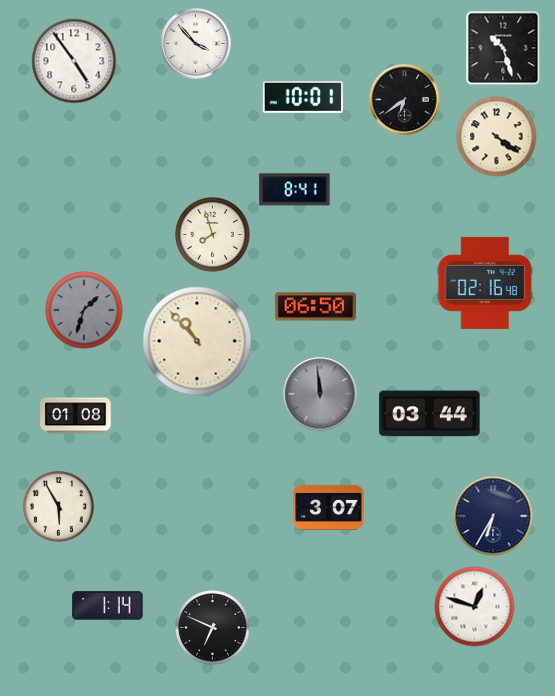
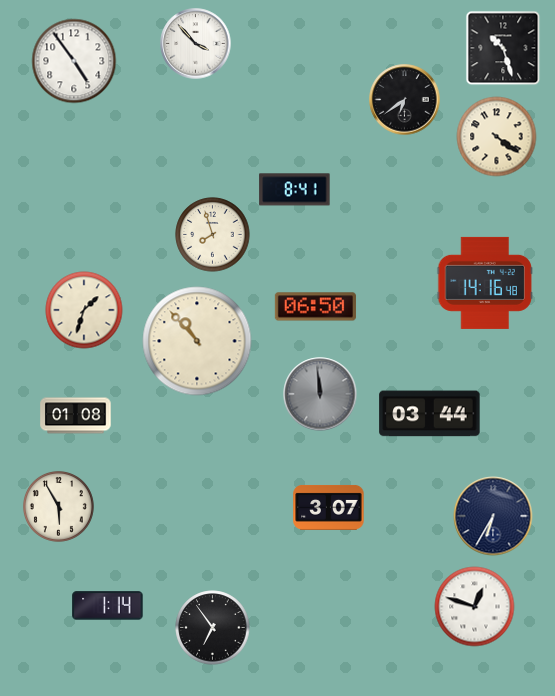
clock at (302, 97): 10:01 -> none
clock at (485, 283): 02:16 -> 14:16
clock at (84, 310) dial: grey -> cream
clock at (213, 628): 6:49 -> 6:54
